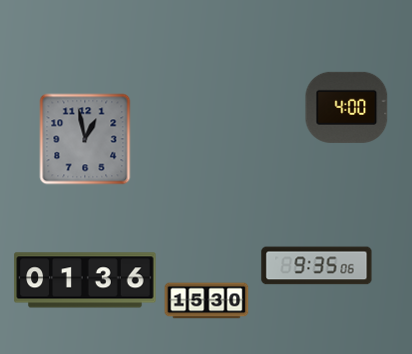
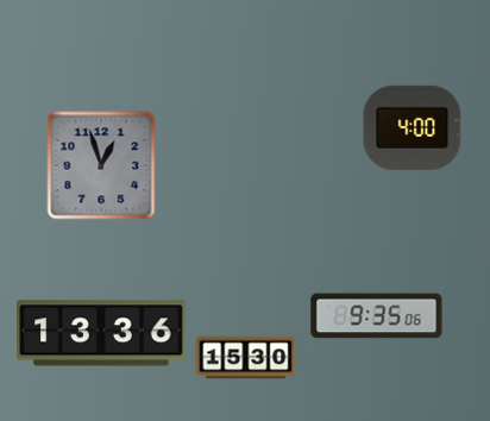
clock at (85, 139): 12:58 -> 12:57
clock at (85, 280): 01:36 -> 13:36
